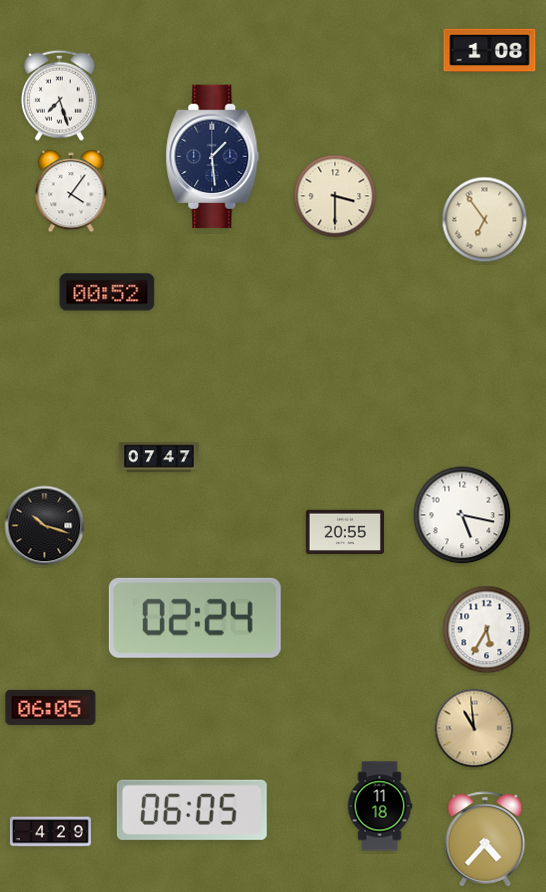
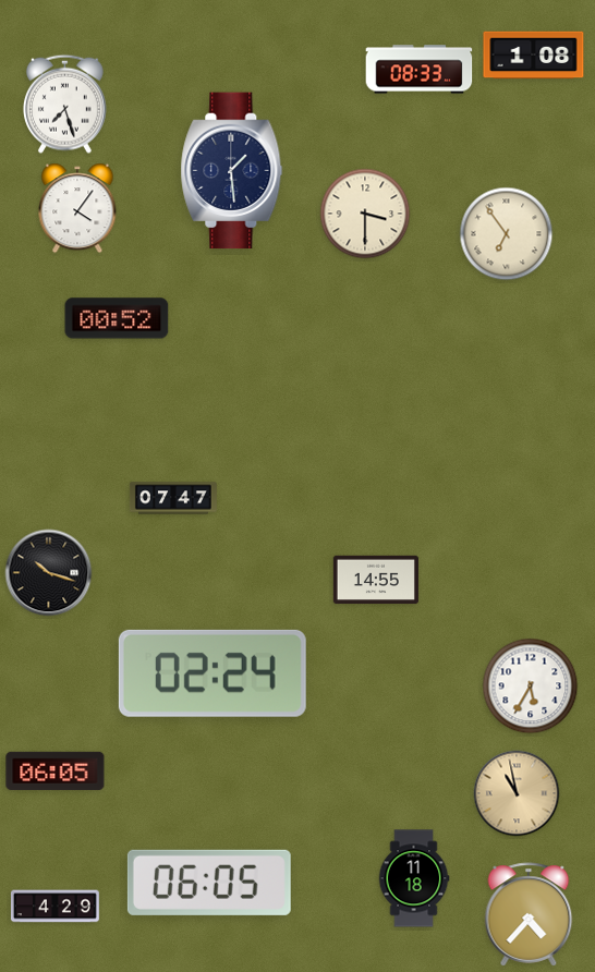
clock at (420, 70): none -> 08:33
clock at (485, 220) position: (485, 220) -> (507, 234)
clock at (462, 515): 5:17 -> none
clock at (345, 532): 20:55 -> 14:55
clock at (474, 728): 10:59 -> 10:58
